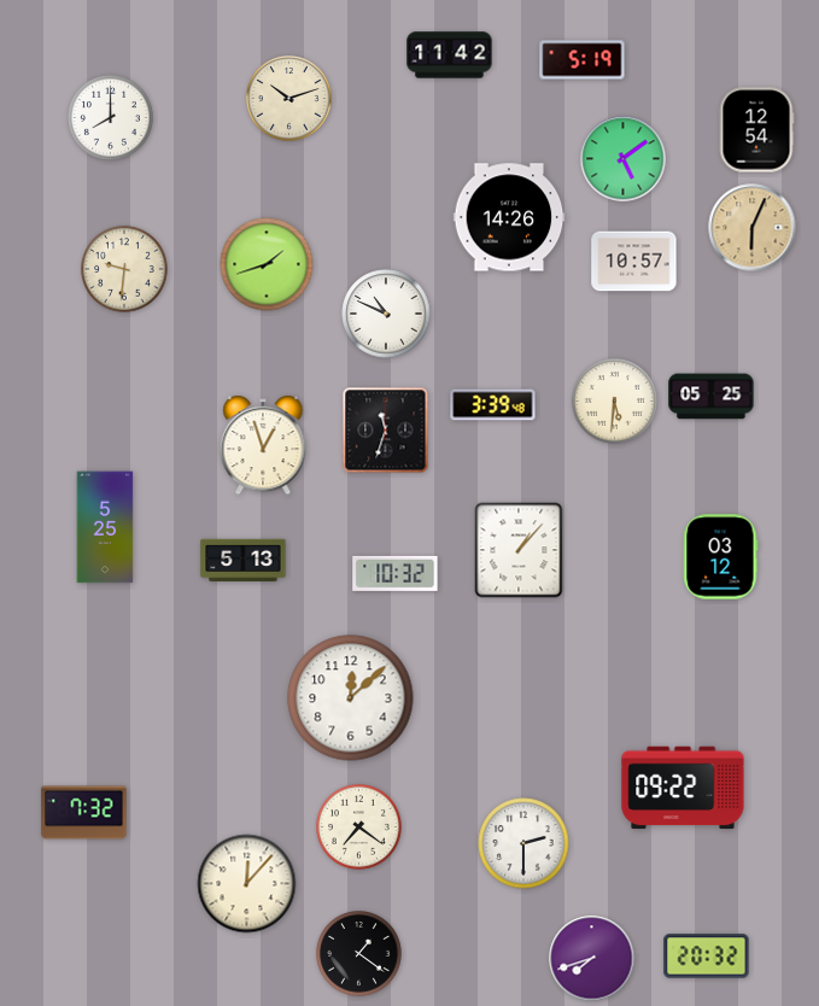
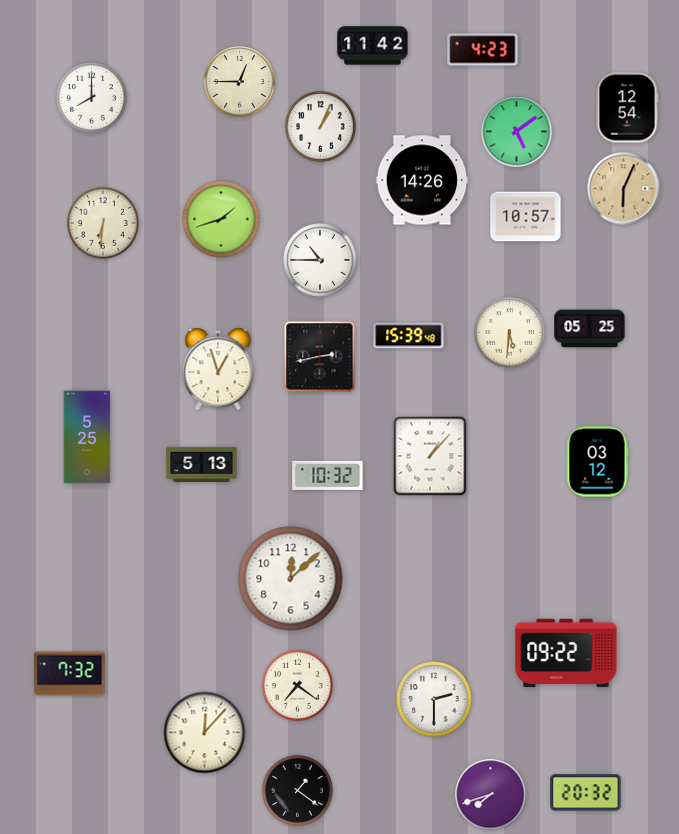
clock at (583, 60): 5:19 -> 4:23
clock at (289, 99): 10:12 -> 12:45
clock at (321, 127): none -> 1:04
clock at (124, 269): 9:31 -> 6:31
clock at (386, 314): 10:49 -> 10:45
clock at (493, 405): 3:39 -> 15:39
clock at (386, 431): 11:33 -> 2:43
